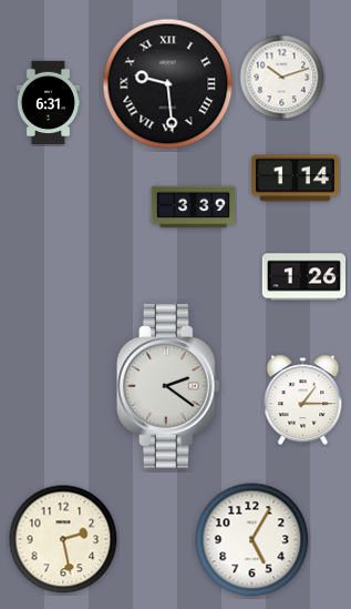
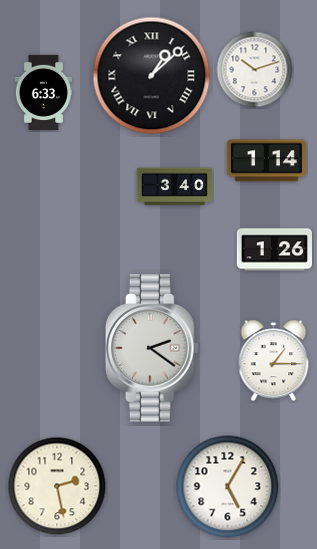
clock at (168, 84): 9:29 -> 1:08
clock at (48, 103): 6:31 -> 6:33
clock at (193, 207): 3:39 -> 3:40
